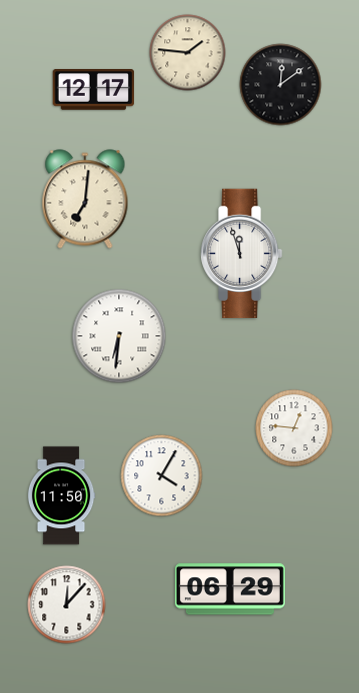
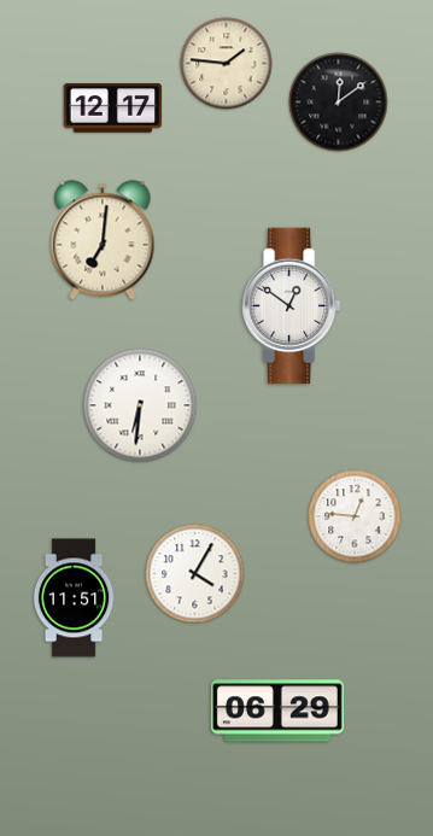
clock at (242, 254): 11:57 -> 12:51
clock at (119, 336) position: (119, 336) -> (140, 405)
clock at (61, 496): 11:50 -> 11:51
clock at (67, 605): 12:07 -> none
